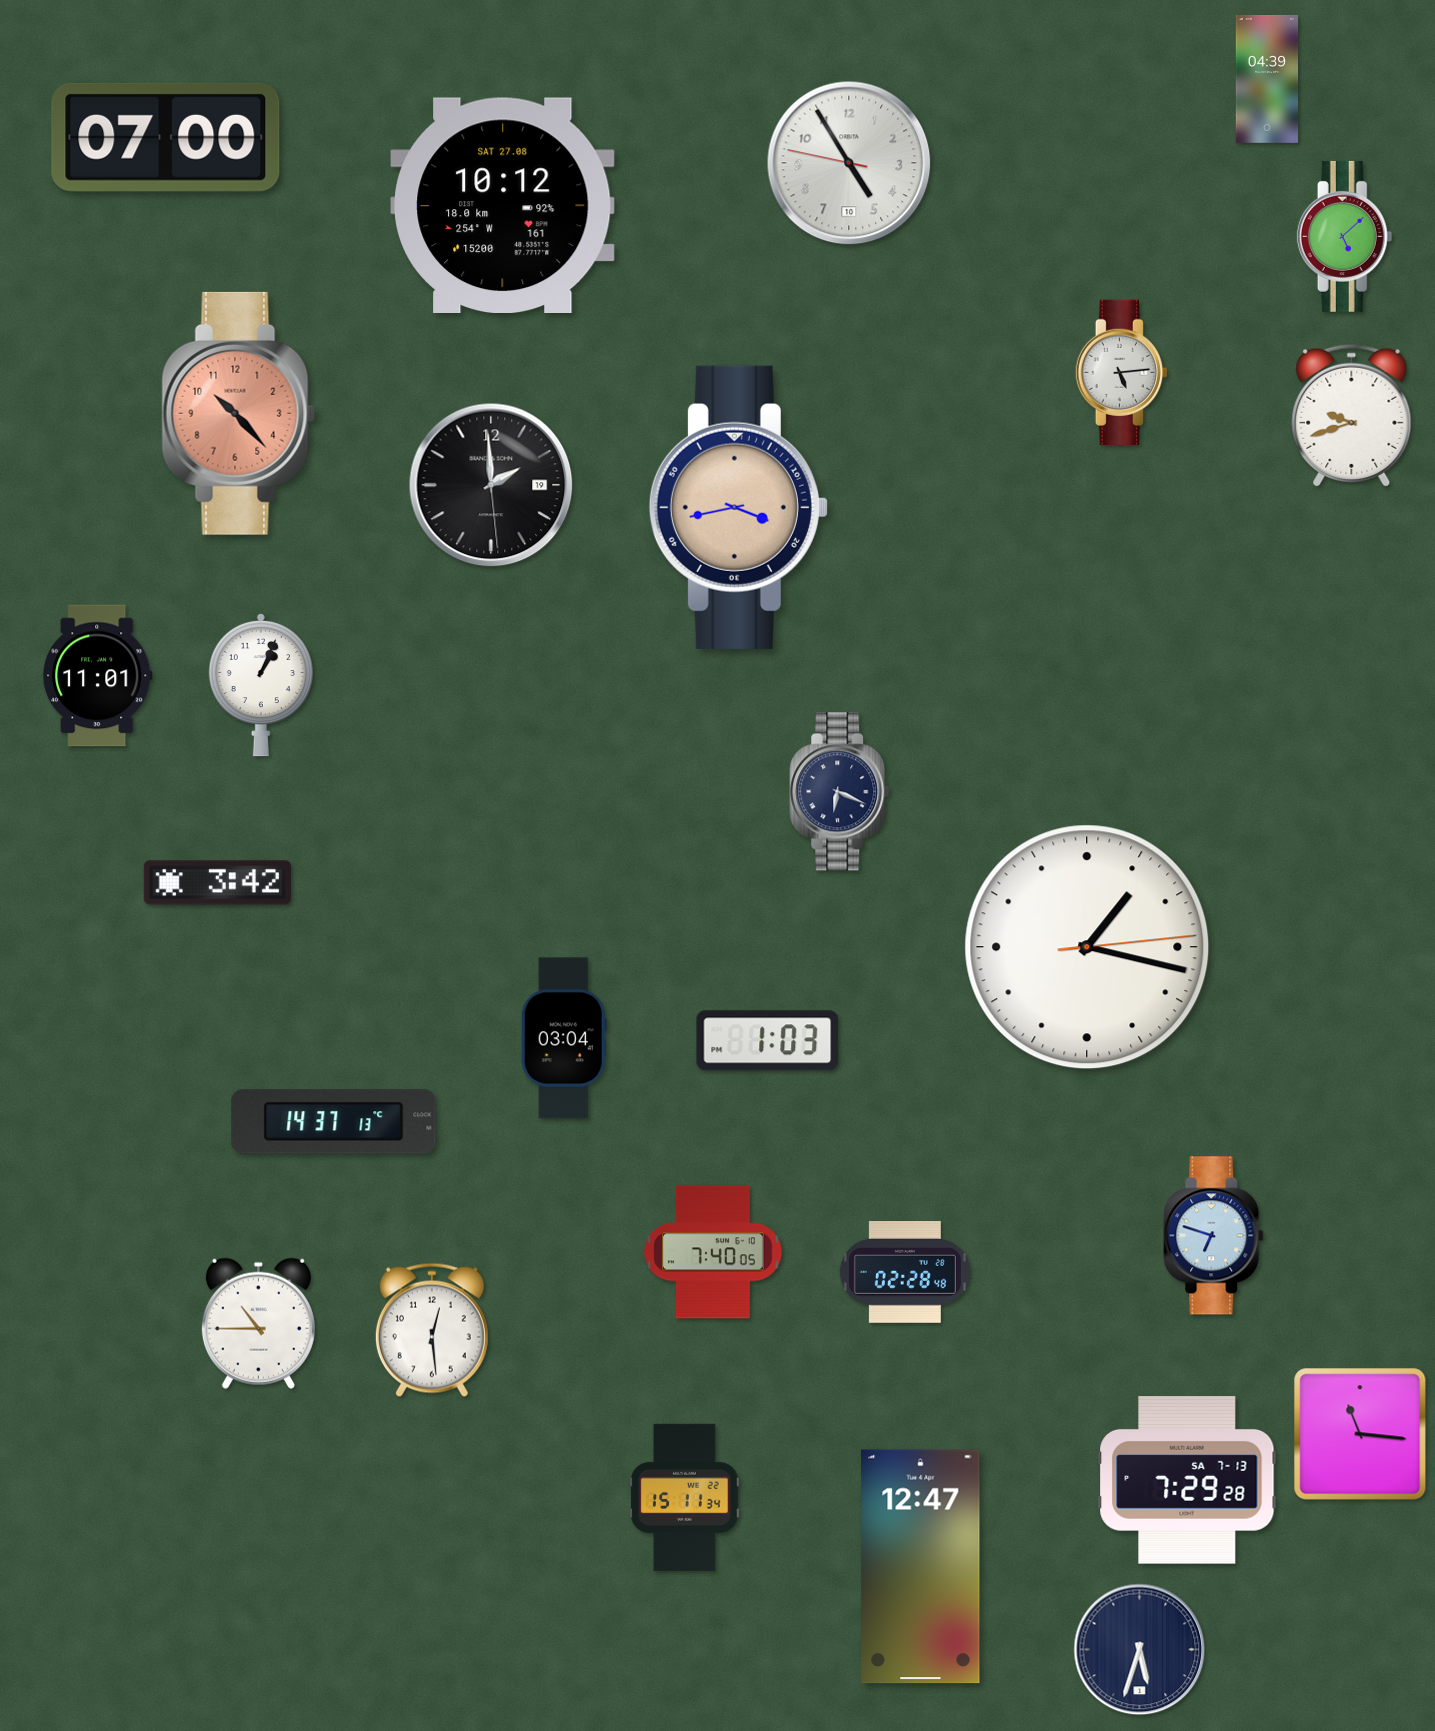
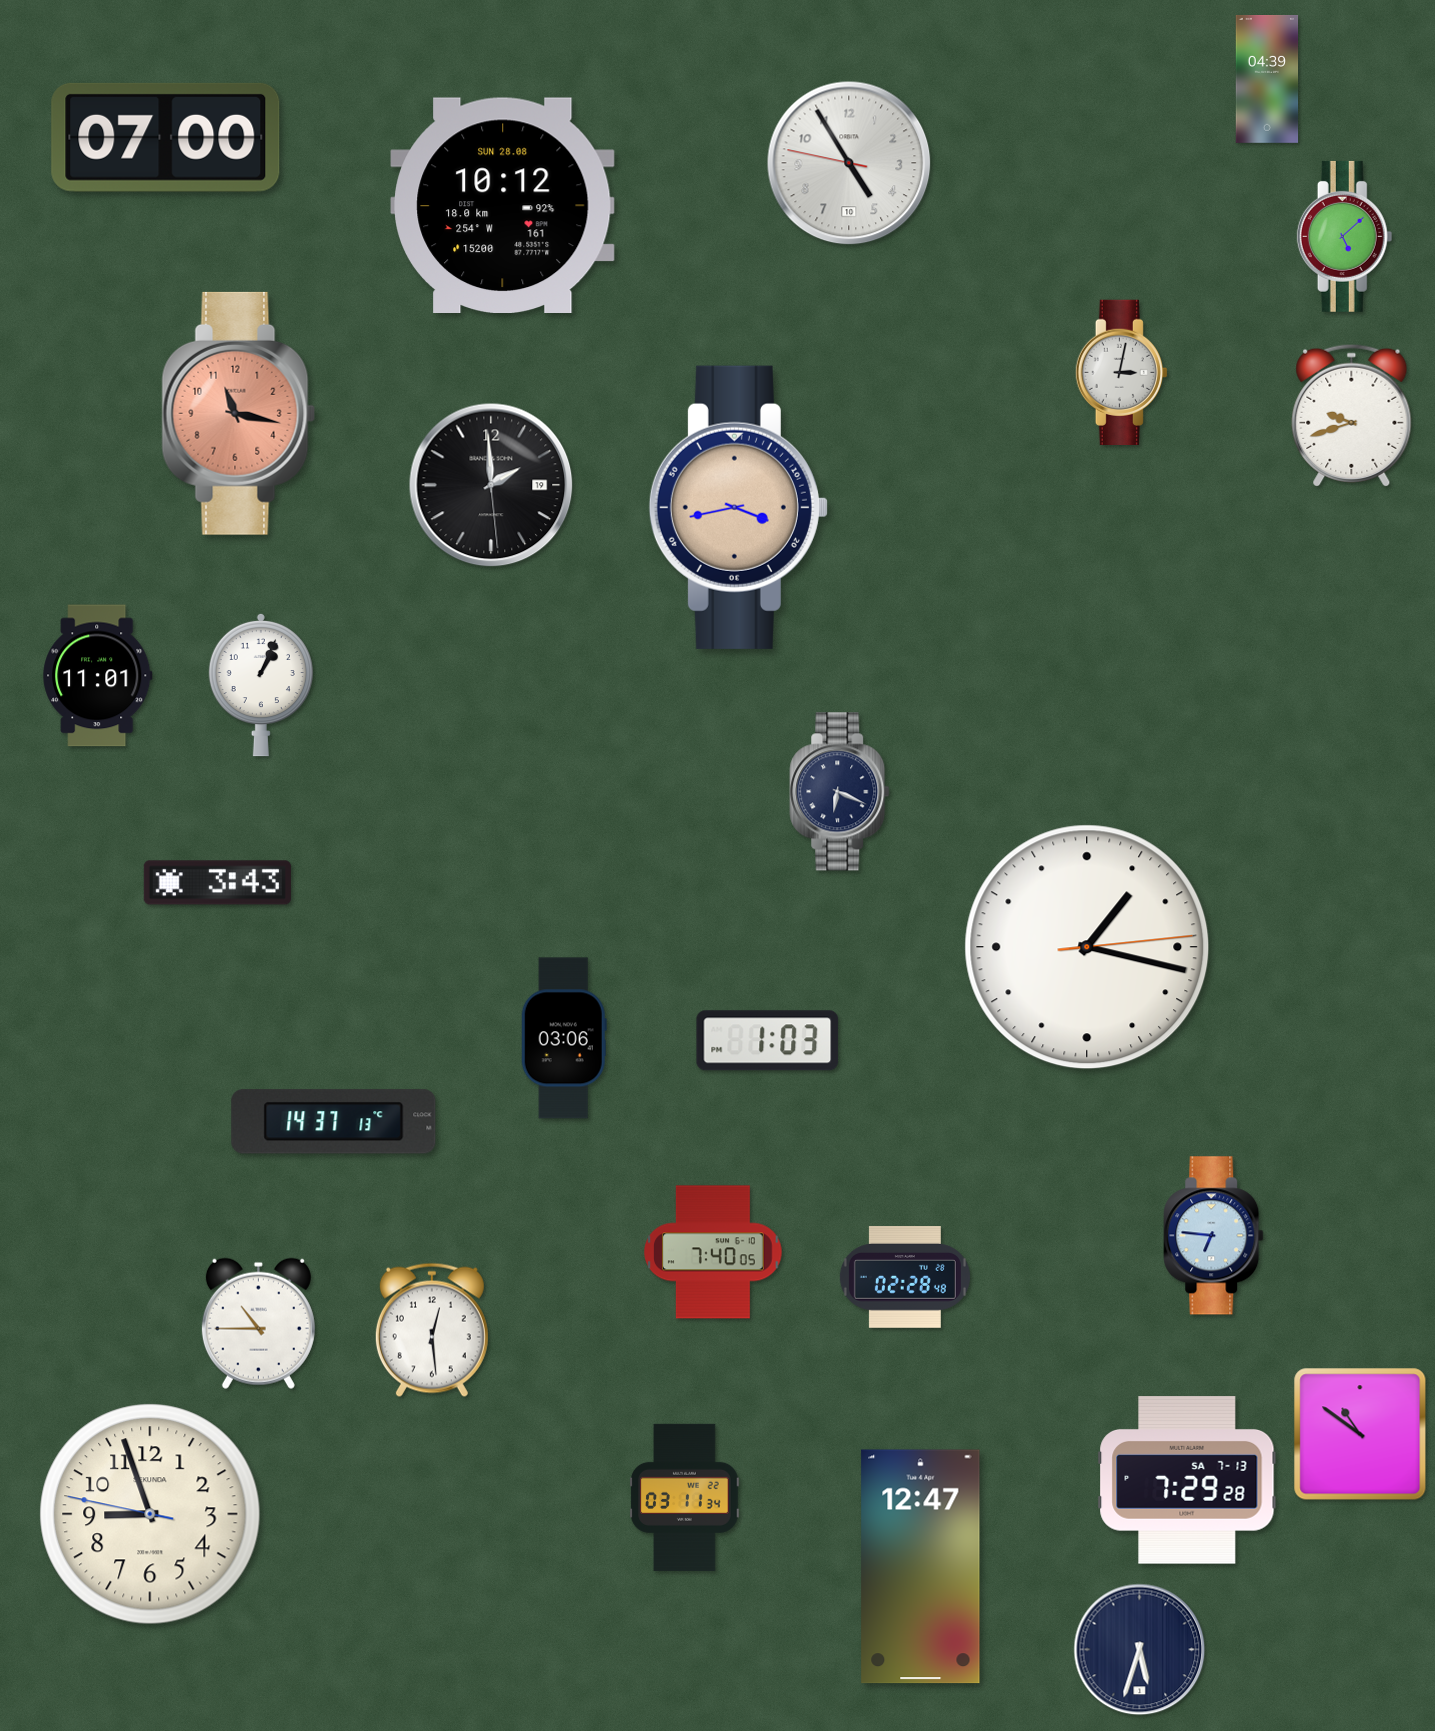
clock at (503, 205) date: SAT 27.08 -> SUN 28.08
clock at (1121, 372): 5:14 -> 3:02
clock at (239, 413): 10:23 -> 11:17
clock at (217, 883): 3:42 -> 3:43
clock at (564, 1038): 03:04 -> 03:06
clock at (1214, 1236): 6:48 -> 6:46
clock at (905, 1273) position: (905, 1273) -> (905, 1278)
clock at (1360, 1434): 11:16 -> 10:51
clock at (685, 1497): 15:11 -> 03:11
clock at (150, 1514): none -> 8:56
